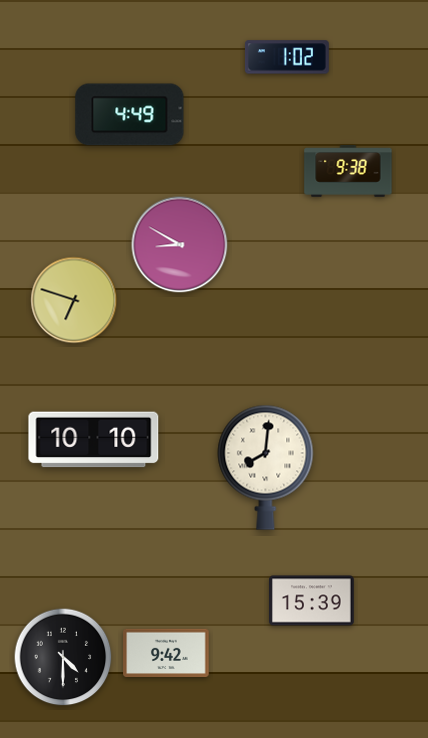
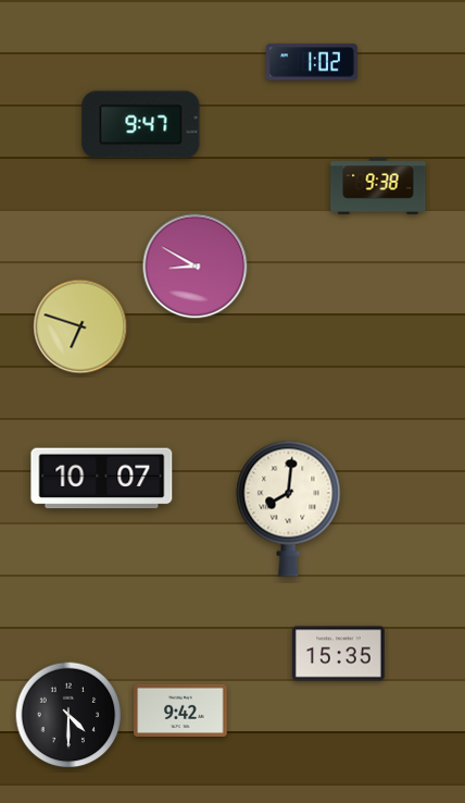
clock at (130, 115): 4:49 -> 9:47
clock at (94, 440): 10:10 -> 10:07
clock at (312, 601): 15:39 -> 15:35
